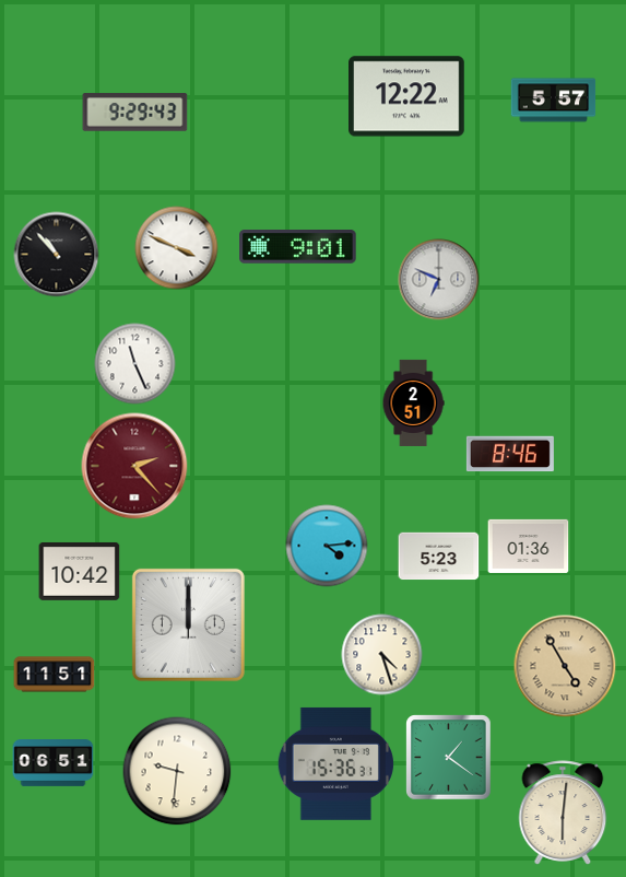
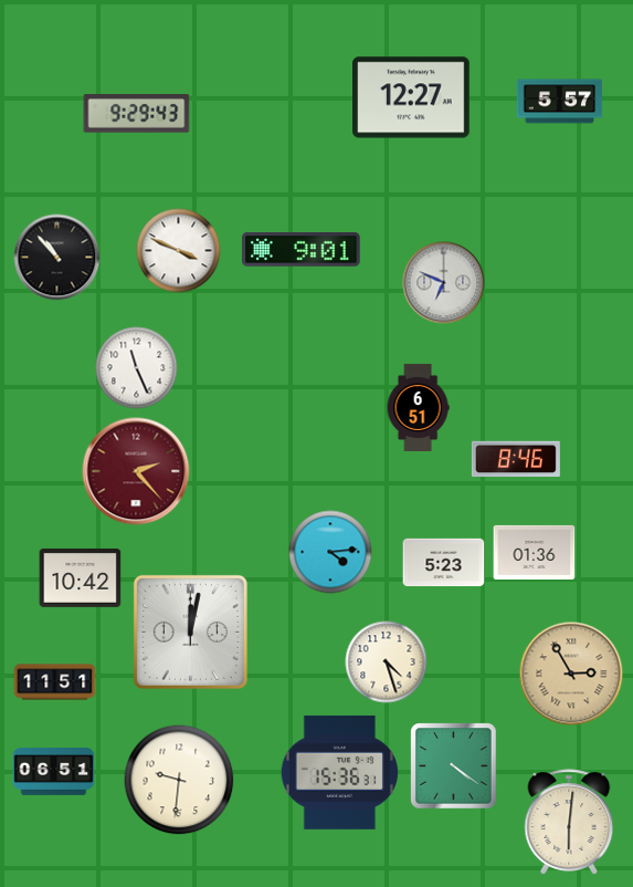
clock at (408, 96): 12:22 -> 12:27
clock at (413, 402): 2:51 -> 6:51
clock at (188, 624): 12:00 -> 12:02
clock at (565, 666): 4:55 -> 2:55
clock at (449, 758): 1:21 -> 4:21
